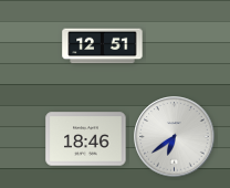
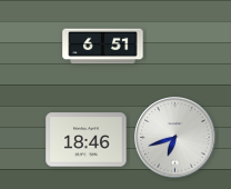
clock at (103, 46): 12:51 -> 6:51
clock at (175, 137): 6:39 -> 6:42
